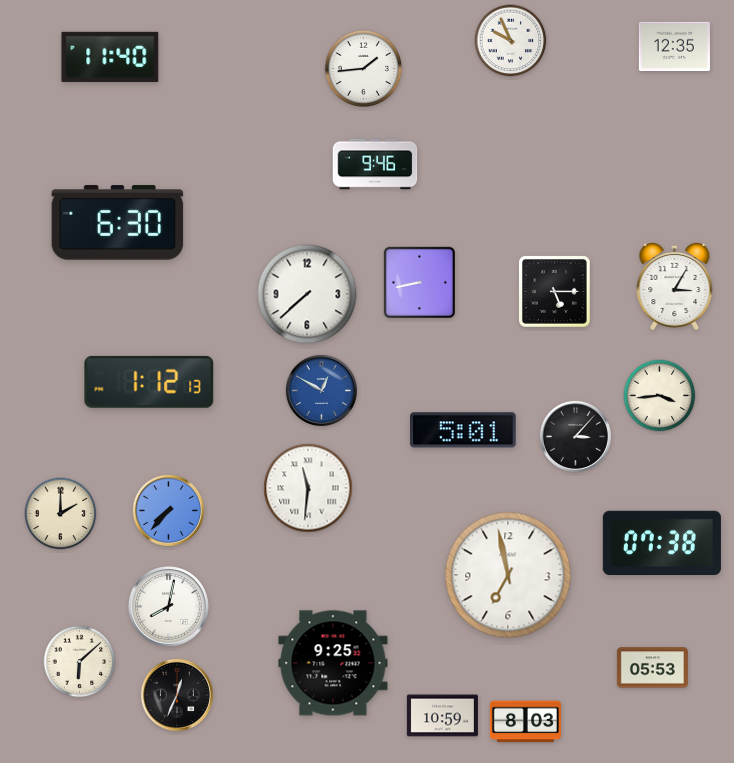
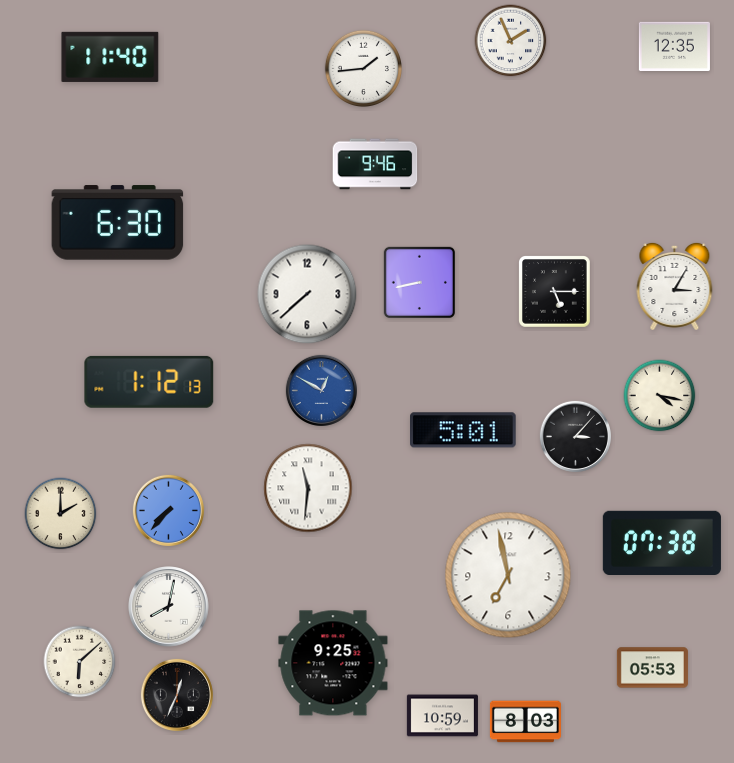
clock at (511, 41): 9:56 -> 1:56
clock at (660, 396): 3:44 -> 4:17
